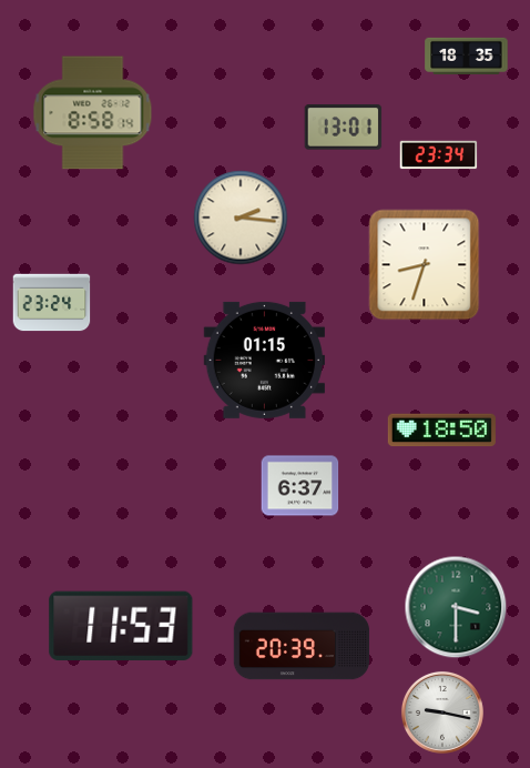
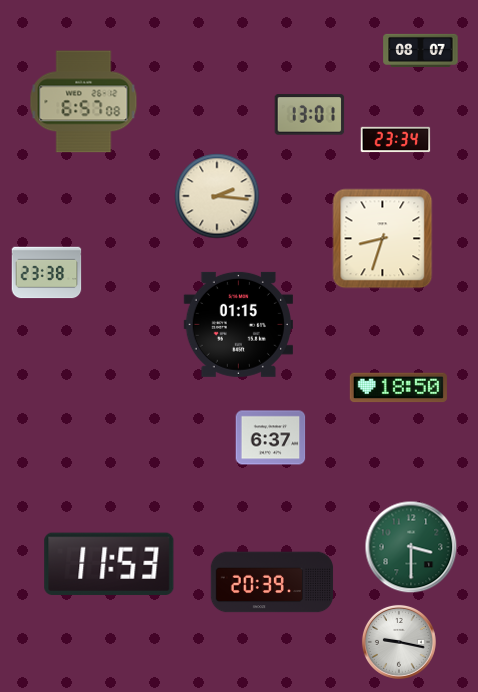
clock at (467, 55): 18:35 -> 08:07
clock at (93, 113): 8:58 -> 6:57
clock at (52, 303): 23:24 -> 23:38
